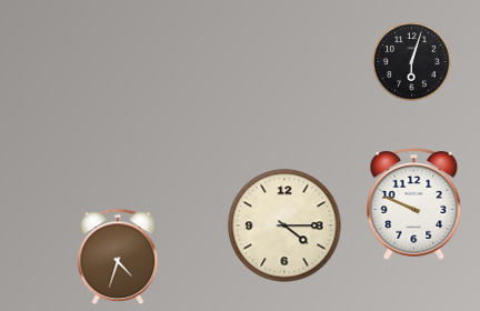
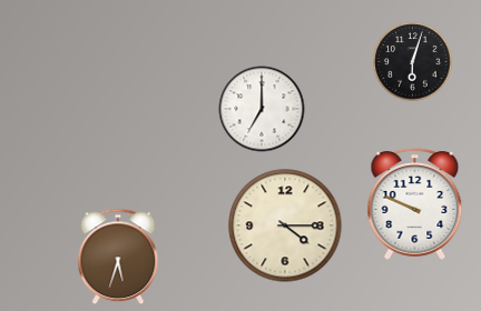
clock at (262, 109): none -> 7:00
clock at (118, 257): 4:33 -> 5:33
